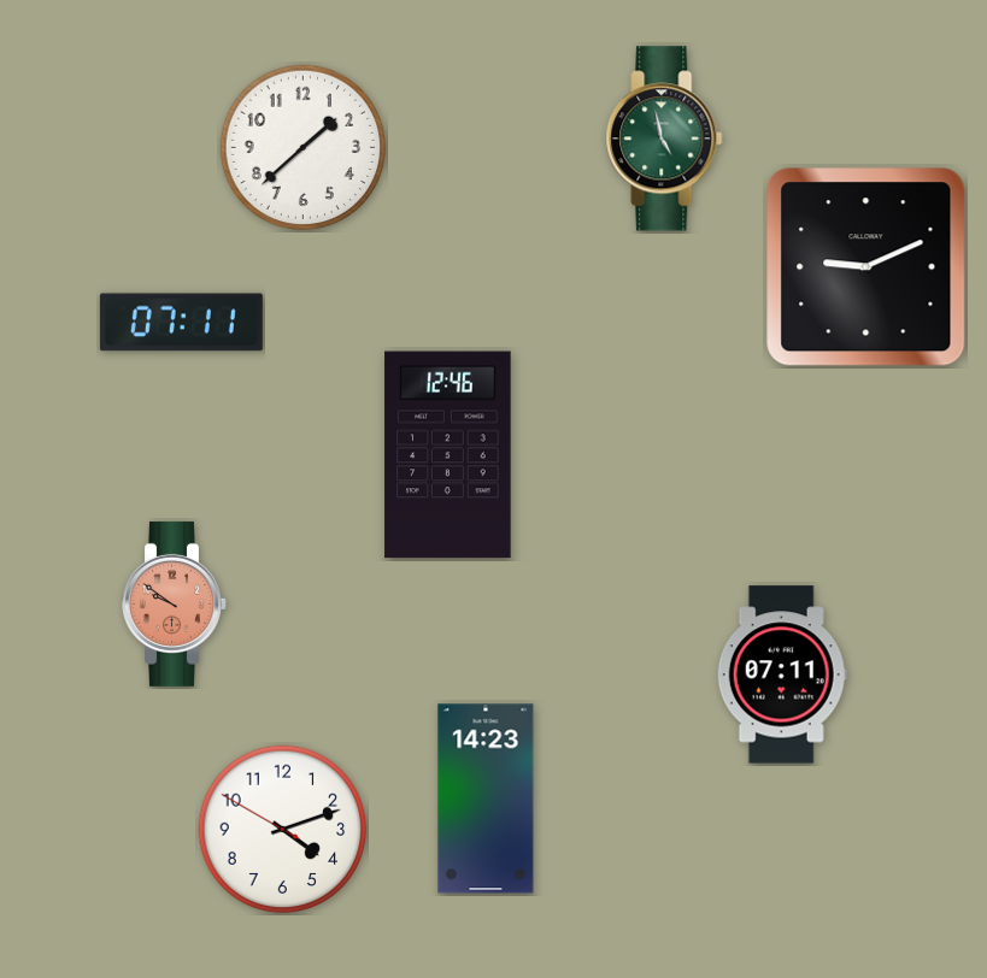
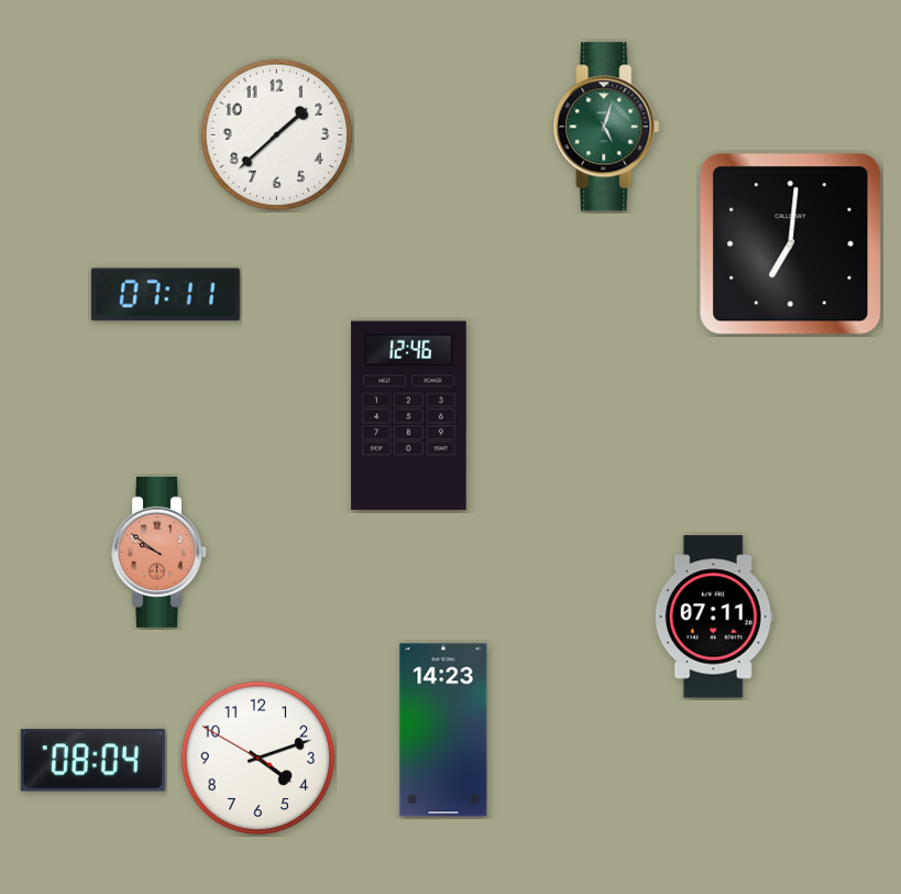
clock at (664, 139): 4:58 -> 5:03
clock at (866, 267): 9:11 -> 7:01
clock at (92, 761): none -> 08:04
